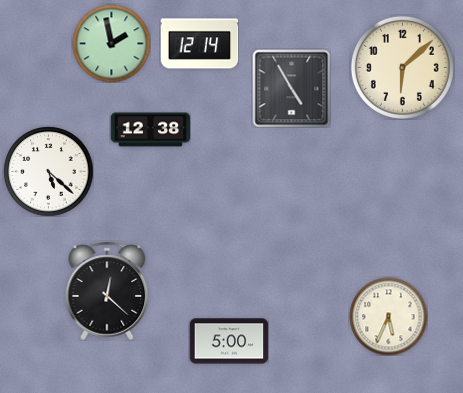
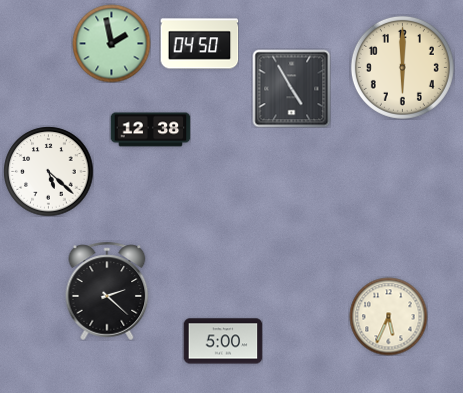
clock at (199, 44): 12:14 -> 04:50
clock at (402, 67): 6:08 -> 6:00
clock at (107, 291): 12:22 -> 2:22
clock at (229, 341) position: (229, 341) -> (223, 341)
